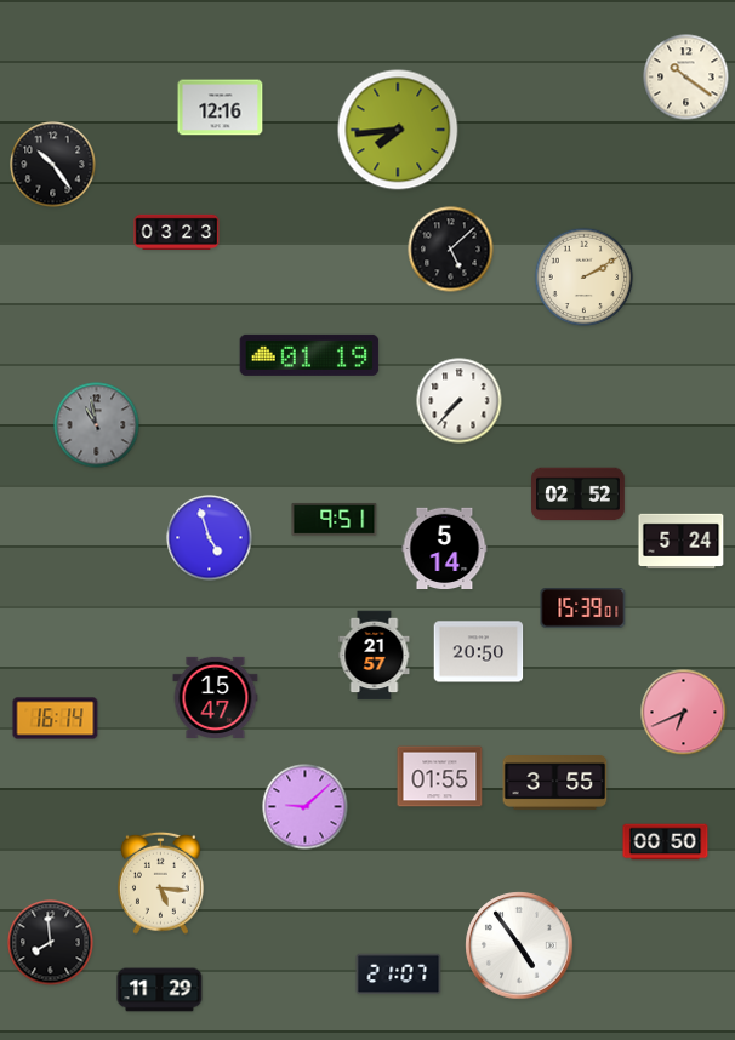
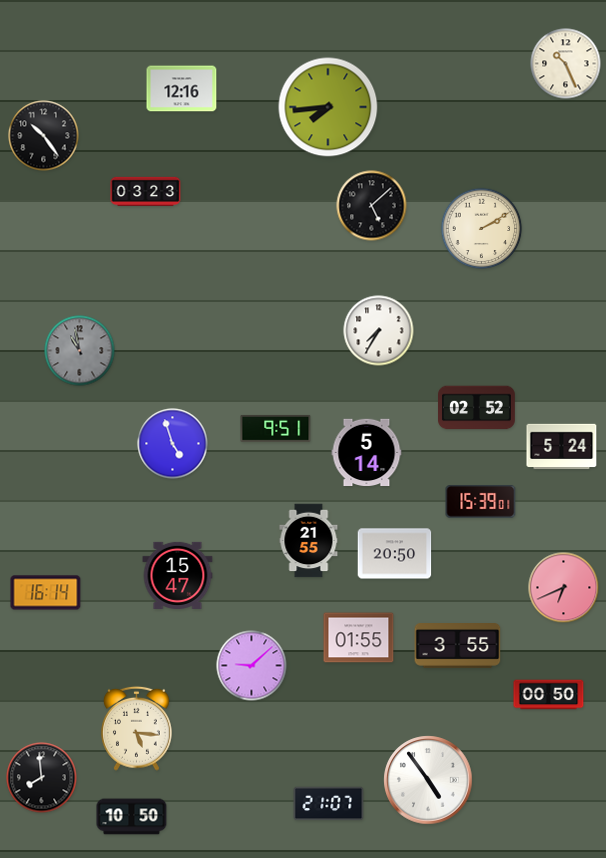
clock at (686, 78): 10:21 -> 10:26
clock at (309, 355): 01:19 -> none
clock at (460, 401): 7:37 -> 7:35
clock at (479, 652) position: (479, 652) -> (395, 554)
clock at (375, 656): 21:57 -> 21:55
clock at (440, 777) position: (440, 777) -> (359, 638)
clock at (160, 882) position: (160, 882) -> (136, 728)
clock at (160, 990): 11:29 -> 10:50
